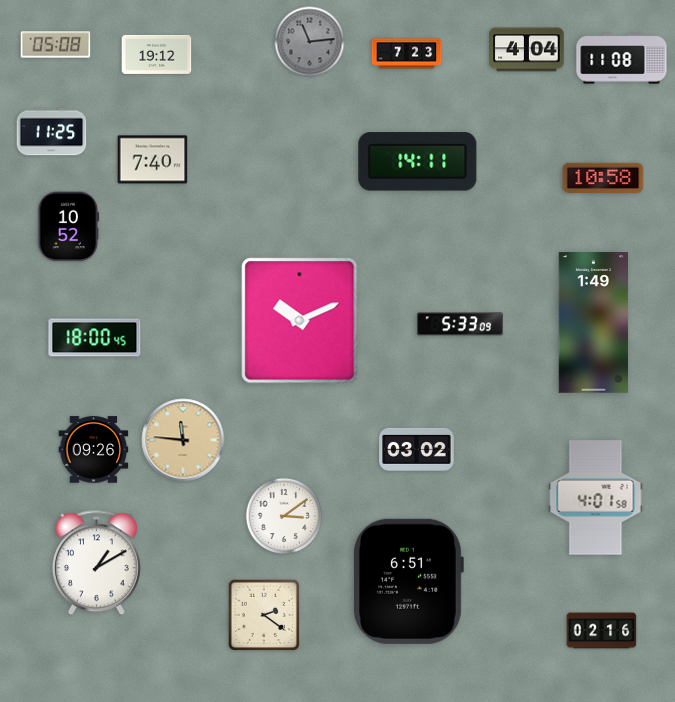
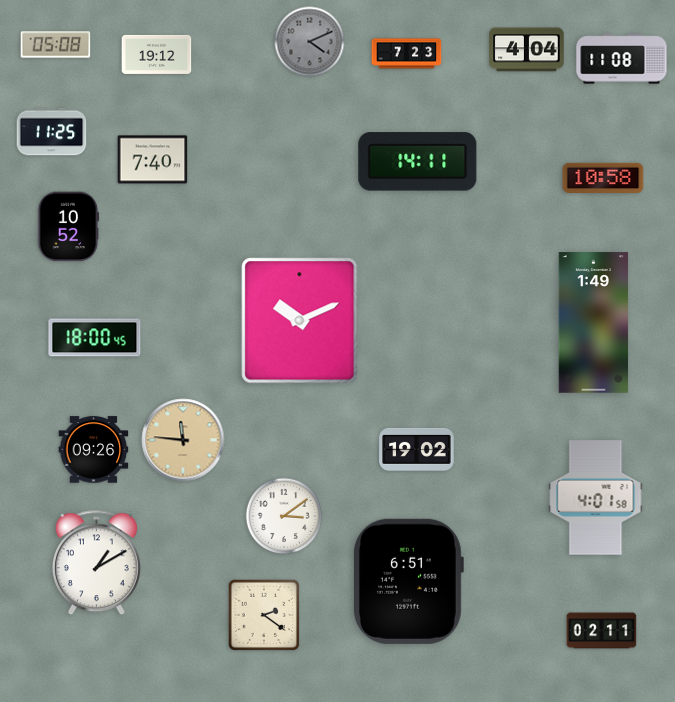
clock at (310, 42): 11:14 -> 4:11
clock at (460, 324): 5:33 -> none
clock at (417, 449): 03:02 -> 19:02
clock at (602, 631): 02:16 -> 02:11
